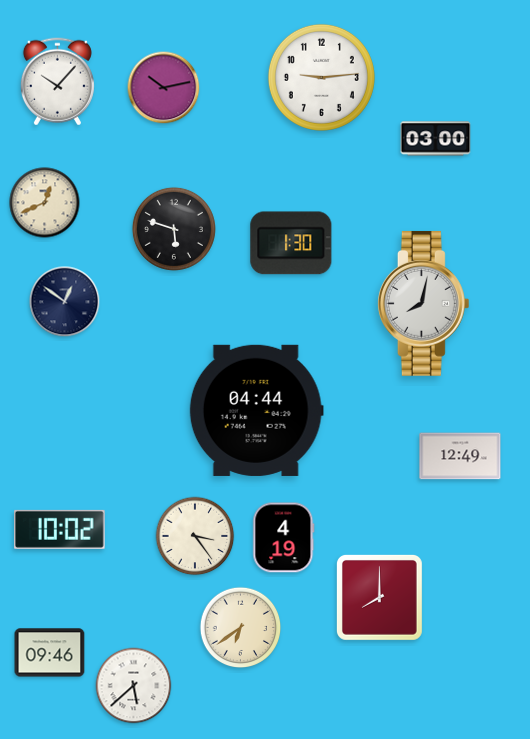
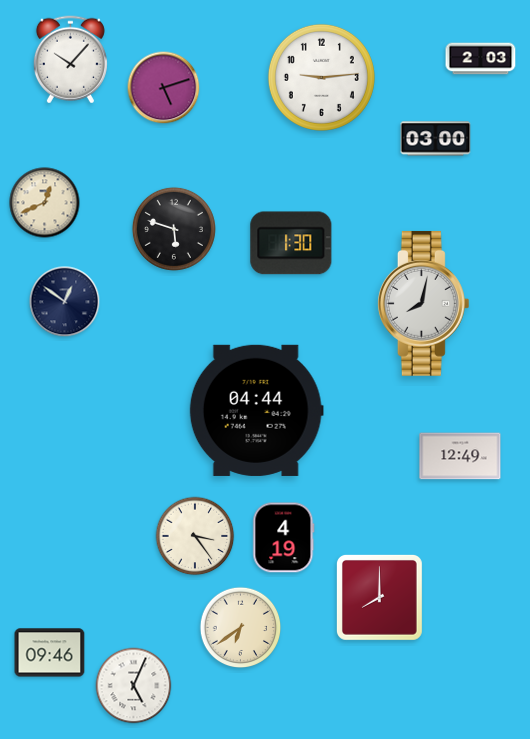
clock at (481, 59): none -> 2:03
clock at (57, 82) position: (57, 82) -> (70, 60)
clock at (164, 88): 10:13 -> 5:12
clock at (60, 529): 10:02 -> none
clock at (134, 686): 5:38 -> 5:04
